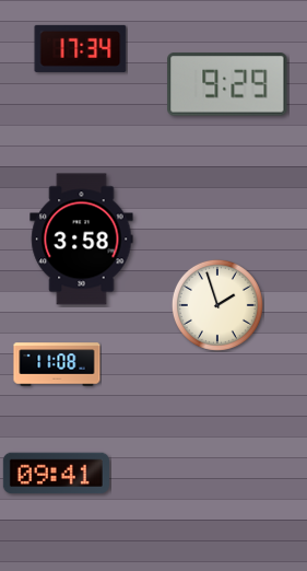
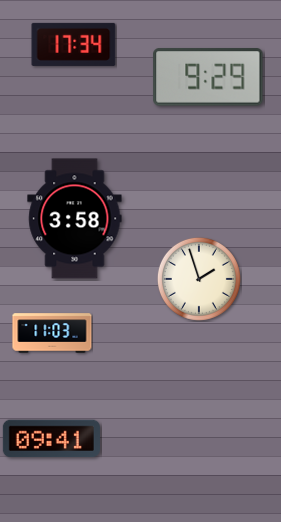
clock at (57, 364): 11:08 -> 11:03
clock at (56, 474) position: (56, 474) -> (51, 439)
